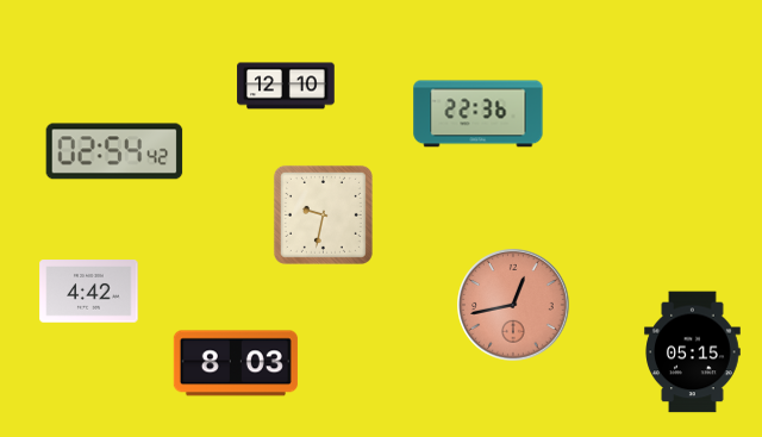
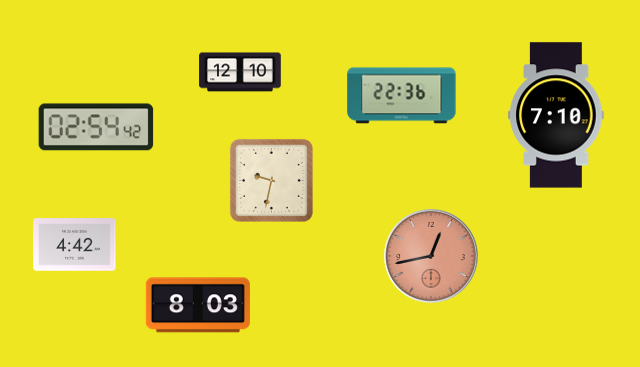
clock at (556, 115): none -> 7:10
clock at (693, 352): 05:15 -> none
